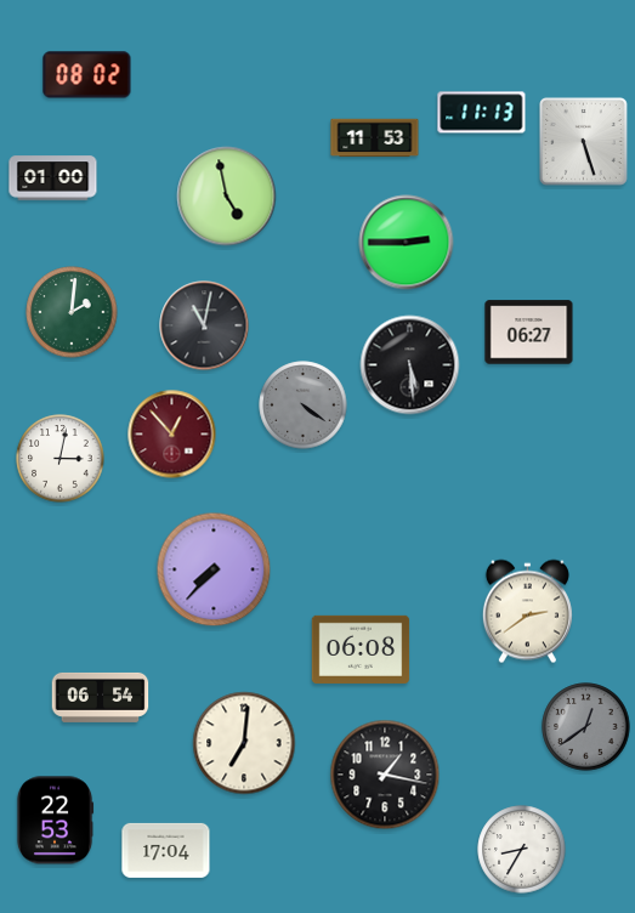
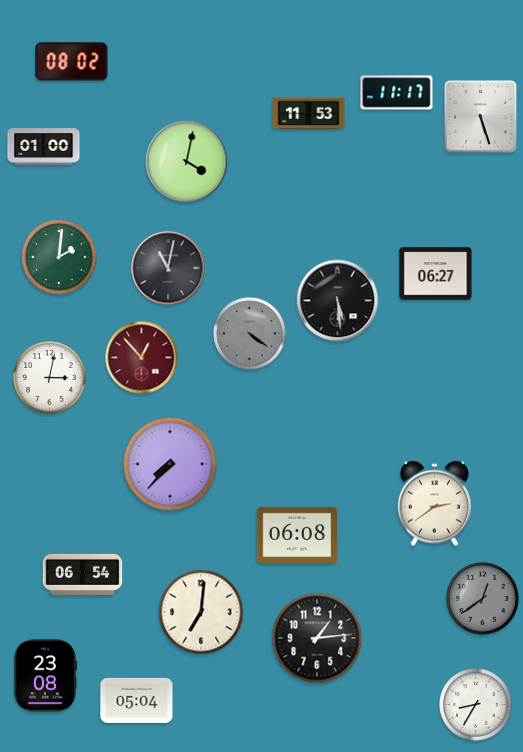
clock at (482, 113): 11:13 -> 11:17
clock at (227, 197): 4:58 -> 4:02
clock at (407, 243): 2:45 -> none
clock at (214, 569) position: (214, 569) -> (170, 464)
clock at (385, 775): 1:17 -> 1:14
clock at (55, 821): 22:53 -> 23:08
clock at (166, 850): 17:04 -> 05:04
clock at (522, 850) position: (522, 850) -> (476, 705)
